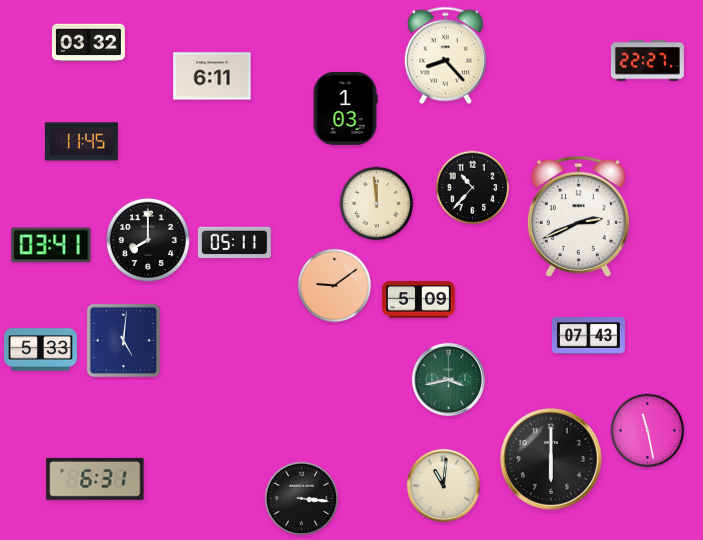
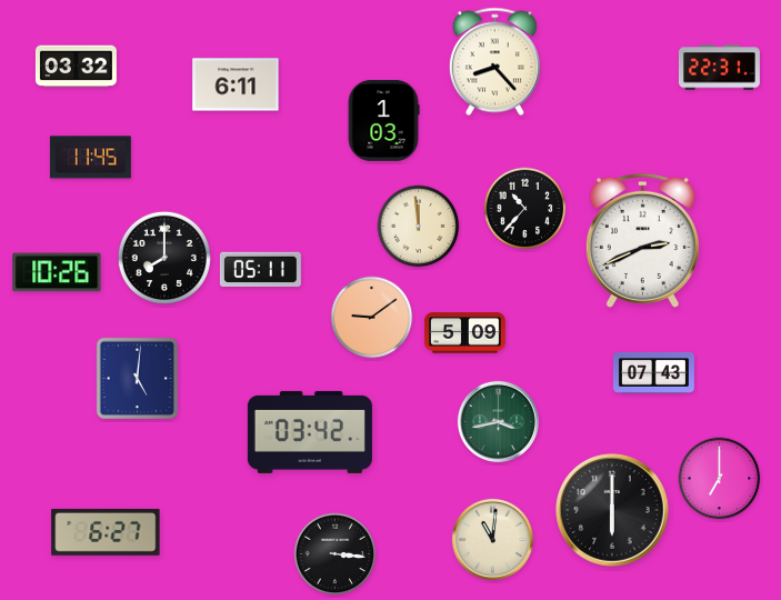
clock at (88, 43) position: (88, 43) -> (76, 67)
clock at (647, 61): 22:27 -> 22:31
clock at (148, 240) position: (148, 240) -> (164, 258)
clock at (51, 245): 03:41 -> 10:26
clock at (41, 350): 5:33 -> none
clock at (310, 432): none -> 03:42
clock at (648, 431): 11:28 -> 7:00
clock at (95, 479): 6:31 -> 6:27
